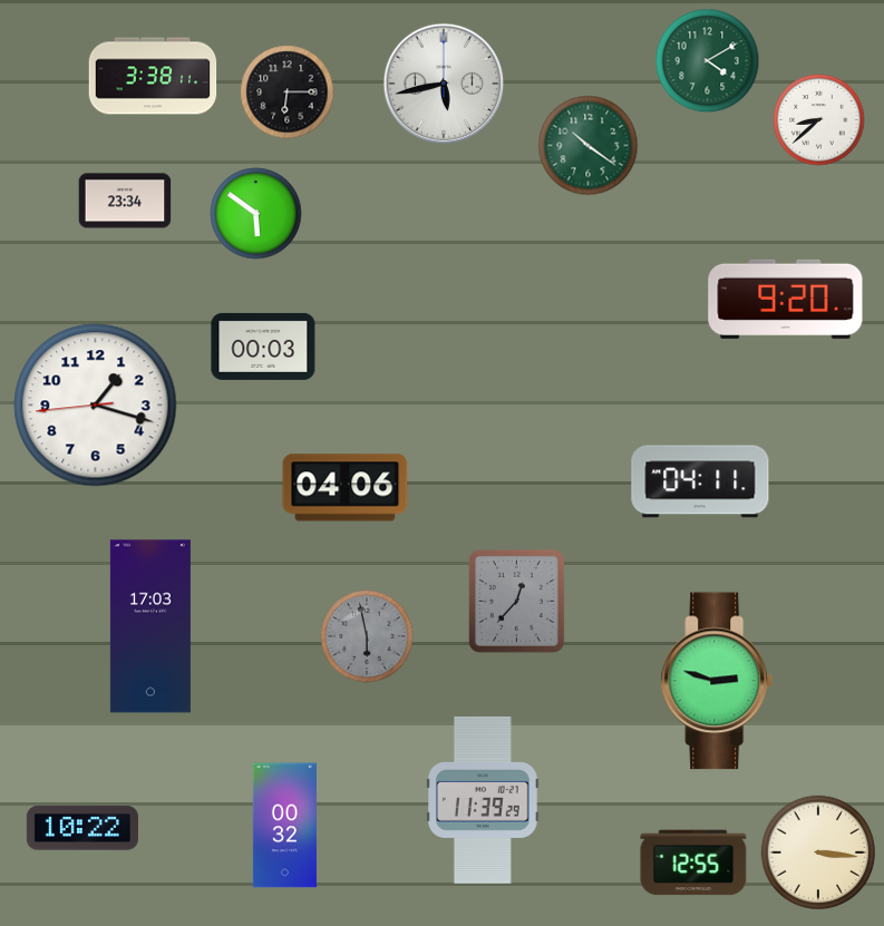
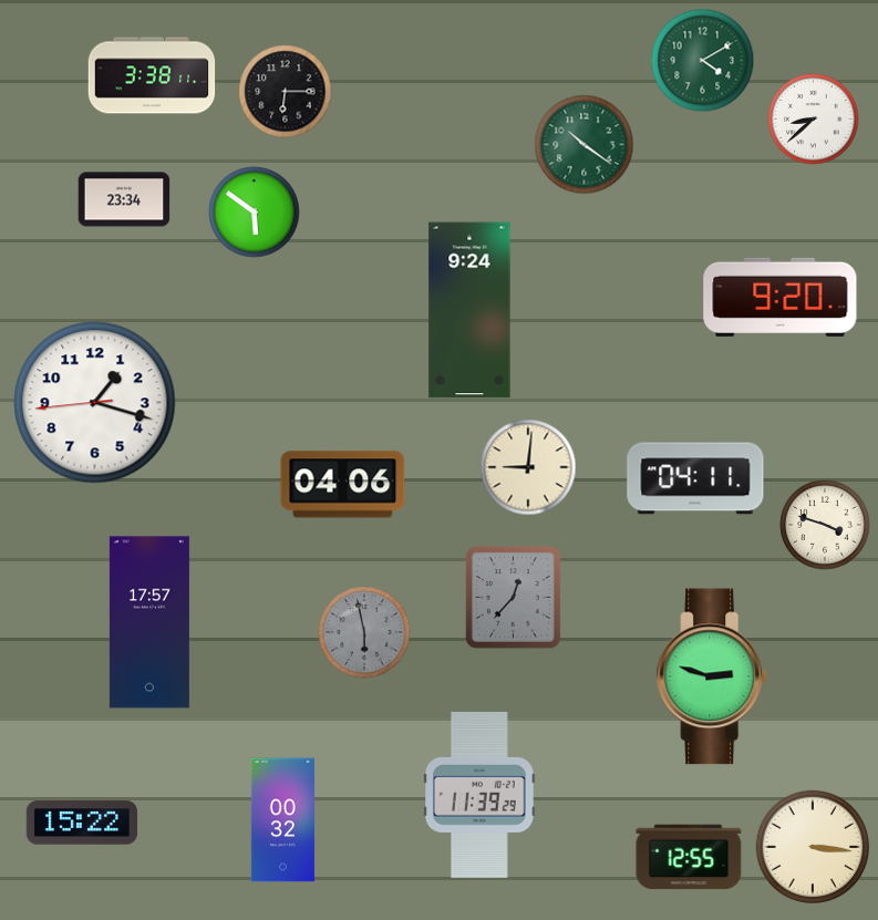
clock at (444, 84): 5:43 -> none
clock at (469, 310): none -> 9:24
clock at (263, 347): 00:03 -> none
clock at (528, 467): none -> 9:01
clock at (825, 525): none -> 3:48
clock at (150, 626): 17:03 -> 17:57
clock at (82, 828): 10:22 -> 15:22
